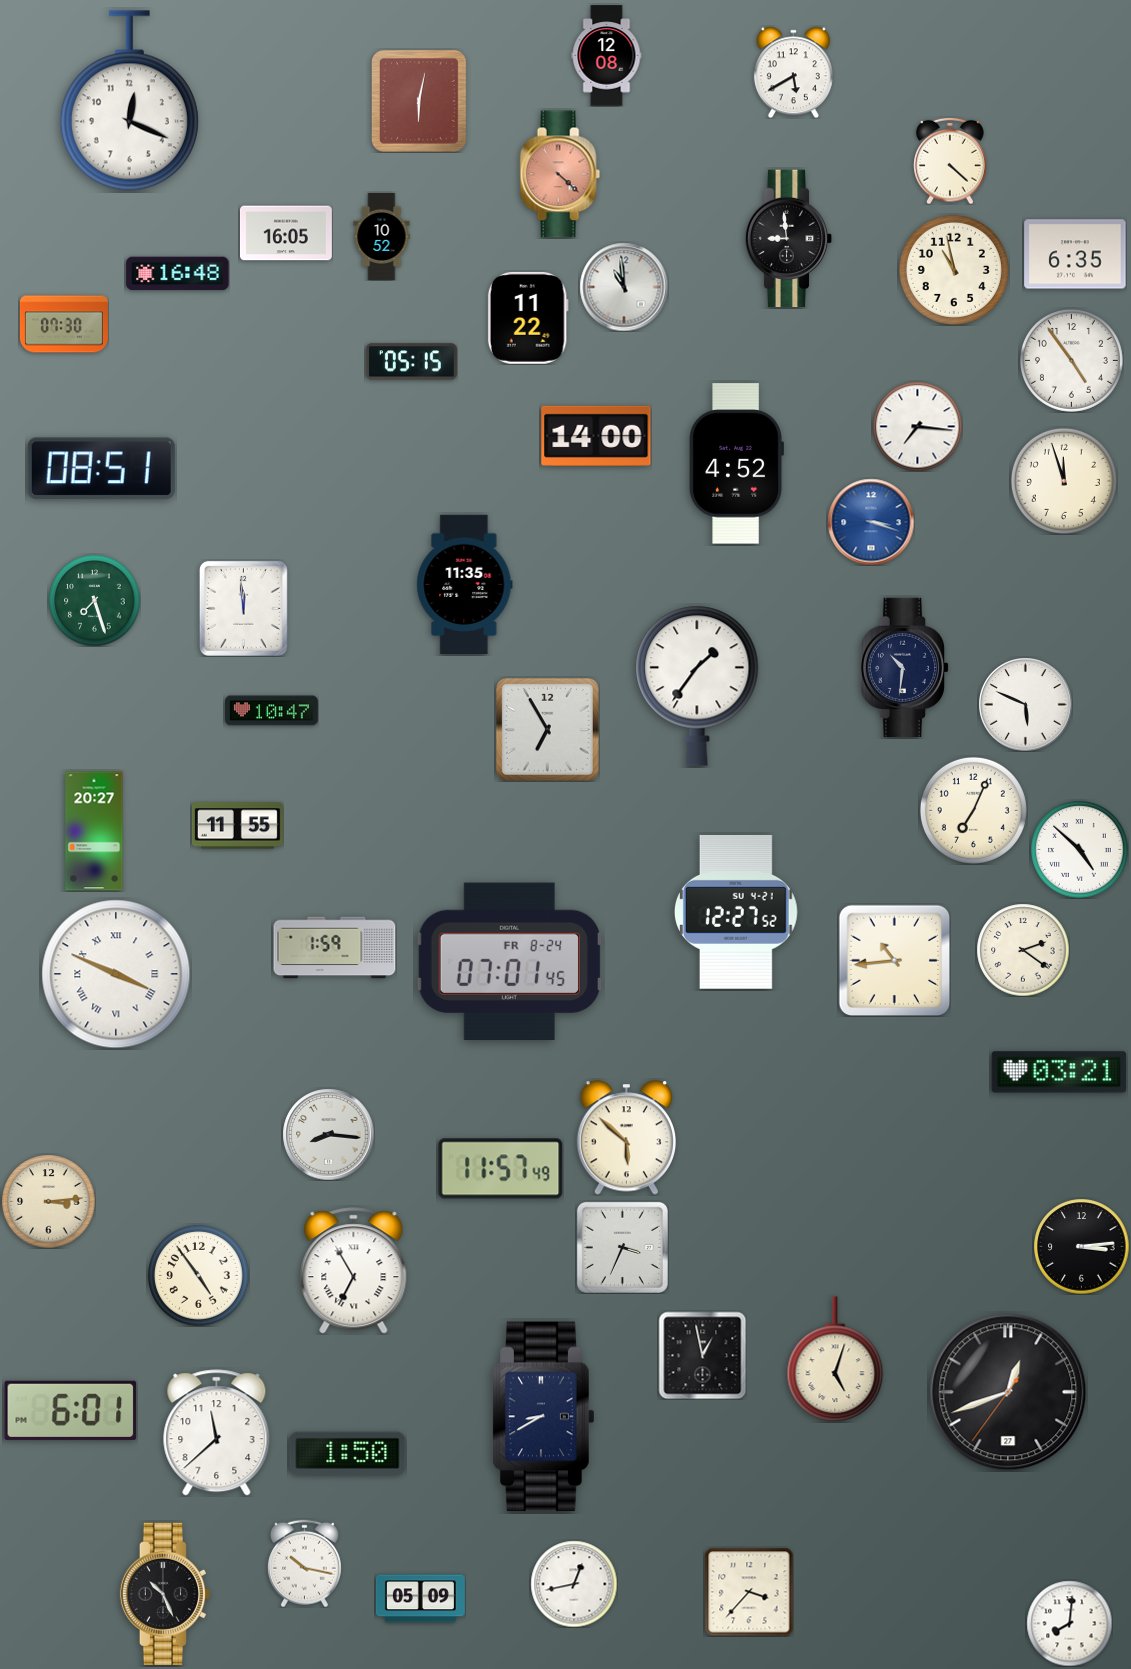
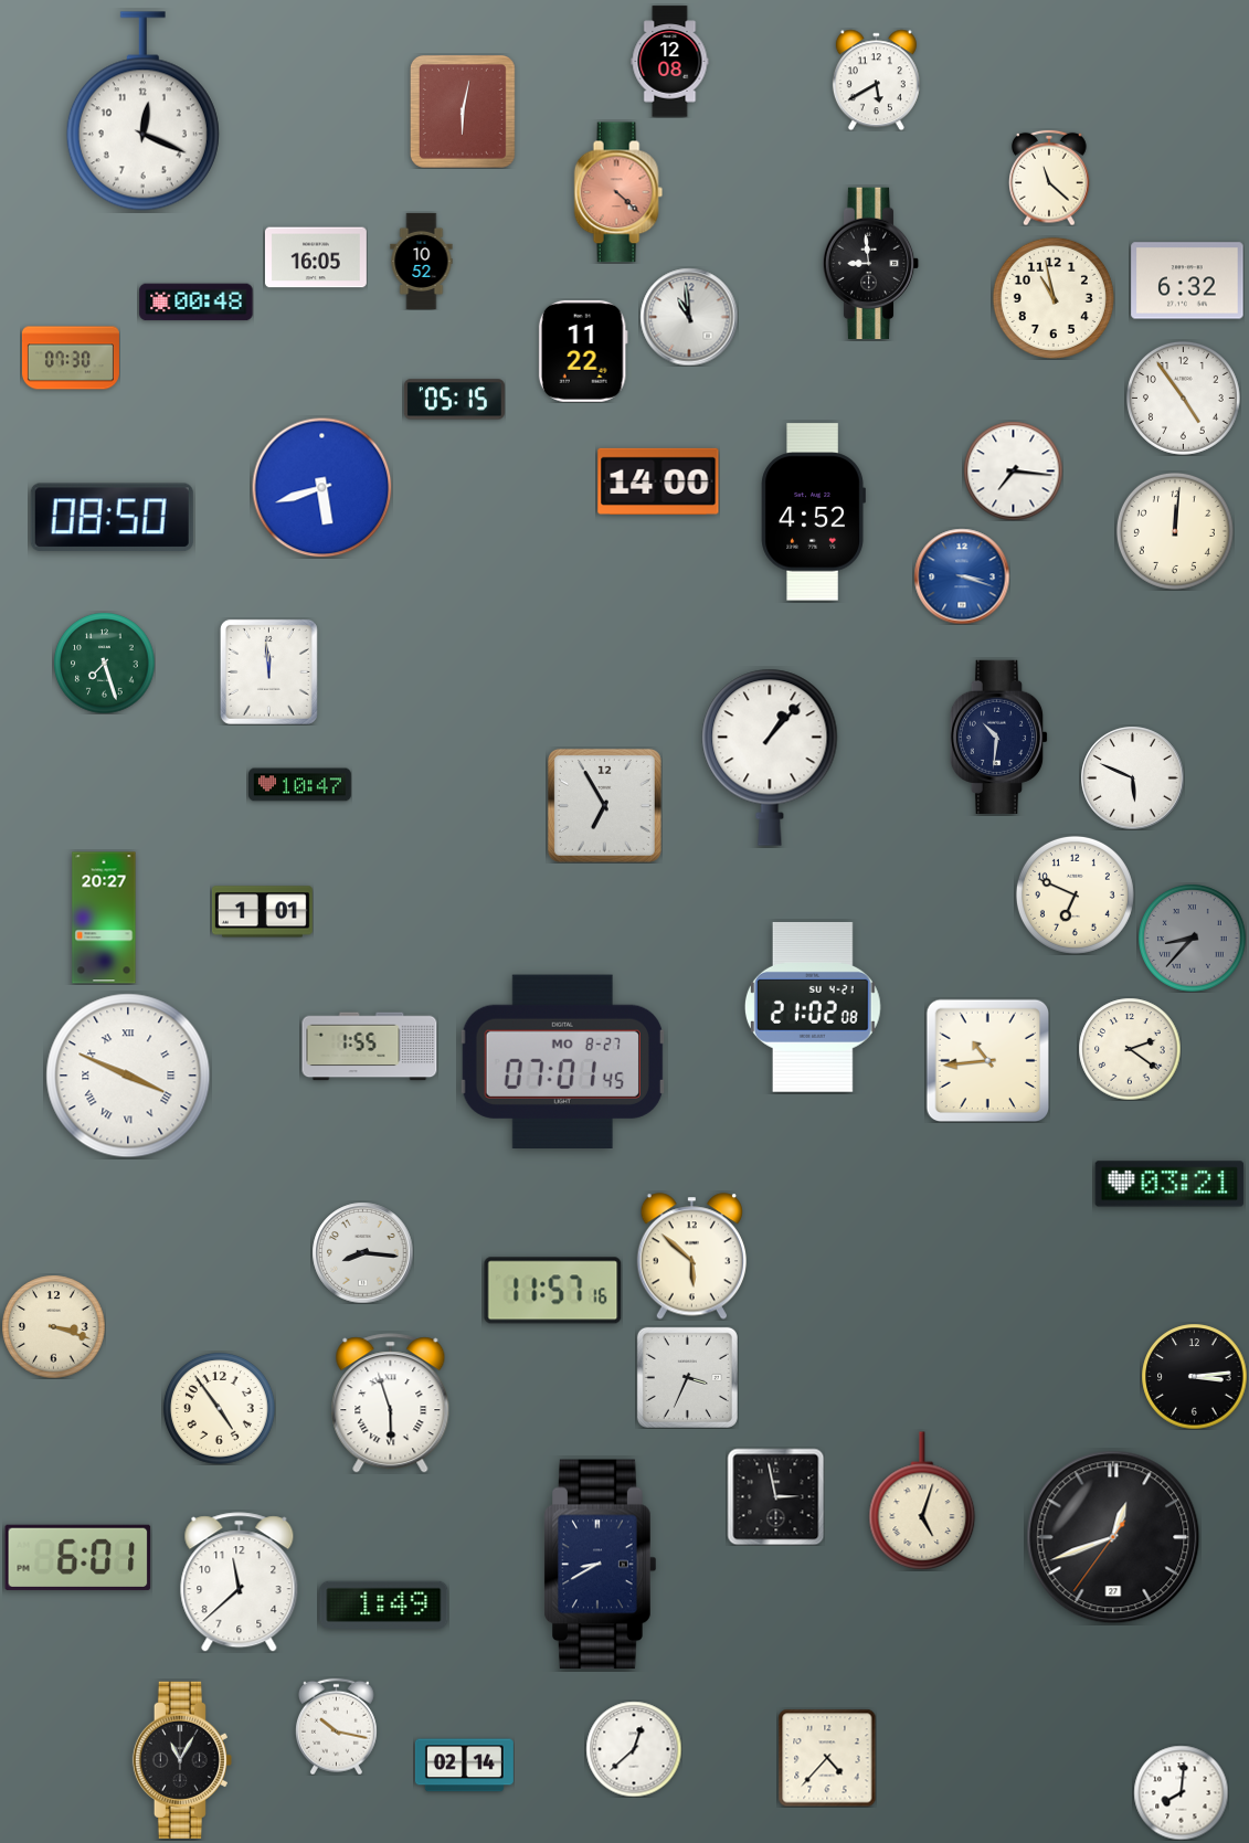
clock at (950, 161): 4:22 -> 11:22
clock at (1075, 254): 6:35 -> 6:32
clock at (178, 274): 16:48 -> 00:48
clock at (321, 487): none -> 5:42
clock at (101, 468): 08:51 -> 08:50
clock at (1064, 481): 11:57 -> 12:01
clock at (465, 584): 11:35 -> none
clock at (697, 686): 1:36 -> 1:07
clock at (973, 810): 7:04 -> 6:49
clock at (237, 826): 11:55 -> 1:01
clock at (1080, 850): 4:52 -> 8:37
clock at (1080, 850) dial: white -> grey
clock at (736, 912): 12:27 -> 21:02
clock at (335, 948): 1:59 -> 1:55
clock at (509, 961) date: FR 8-24 -> MO 8-27
clock at (501, 1169): 11:57:49 -> 11:57:16
clock at (48, 1201): 3:14 -> 3:18
clock at (354, 1271): 6:55 -> 5:57
clock at (702, 1355): 12:58 -> 2:58
clock at (348, 1453): 1:50 -> 1:49
clock at (574, 1584): 12:43 -> 12:38
clock at (749, 1592): 3:37 -> 4:37
clock at (165, 1594): 10:26 -> 11:05
clock at (420, 1599): 05:09 -> 02:14
